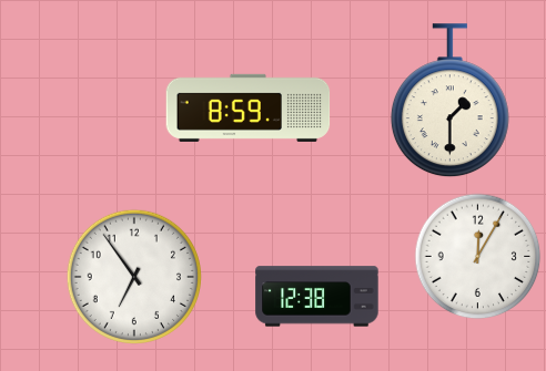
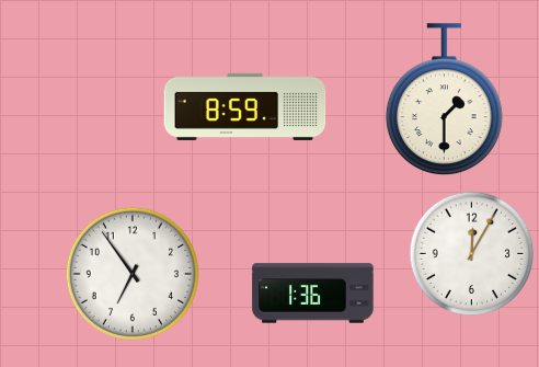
clock at (317, 297): 12:38 -> 1:36
